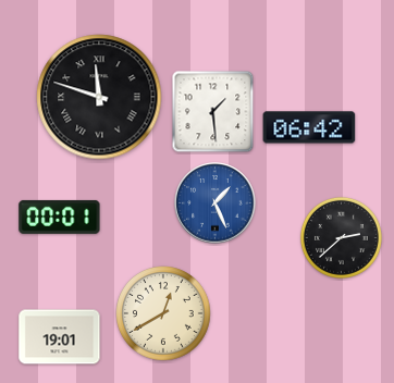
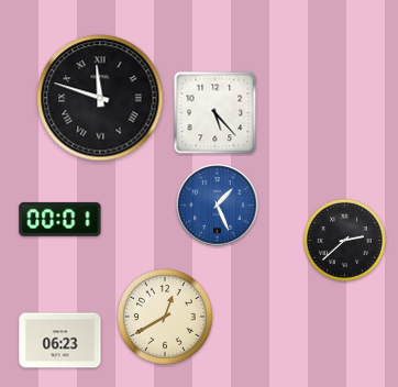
clock at (213, 112): 1:29 -> 5:23
clock at (309, 127): 06:42 -> none
clock at (60, 337): 19:01 -> 06:23
